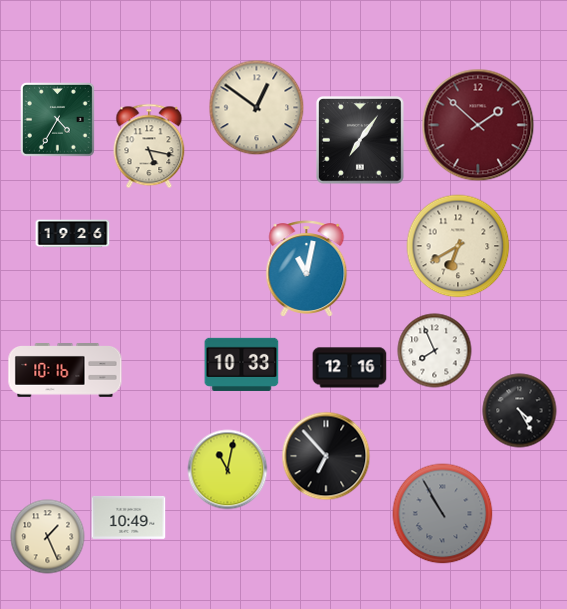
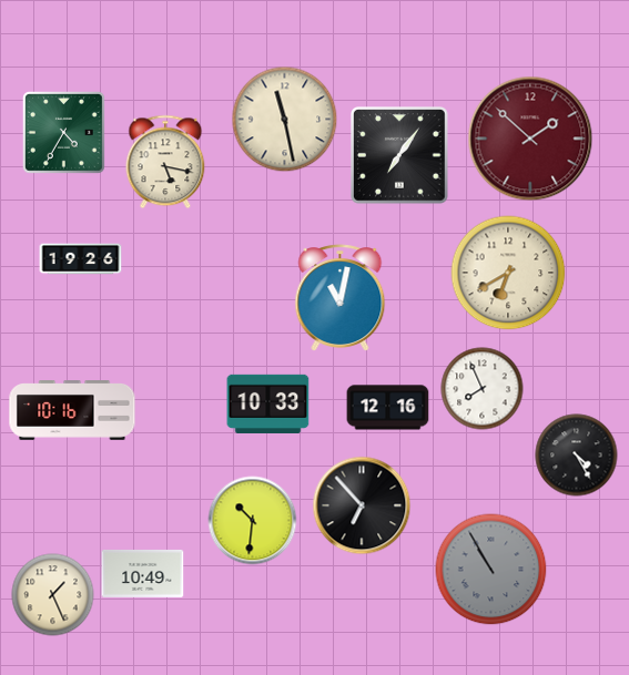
clock at (257, 108): 12:51 -> 11:28
clock at (228, 470): 11:02 -> 10:31
